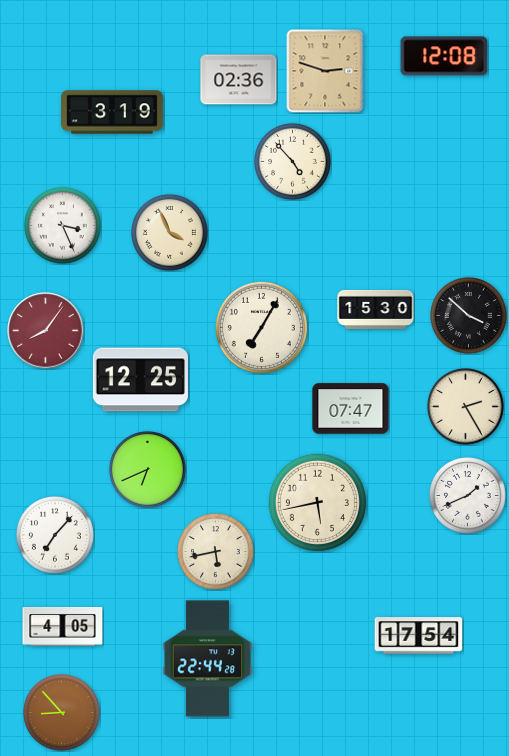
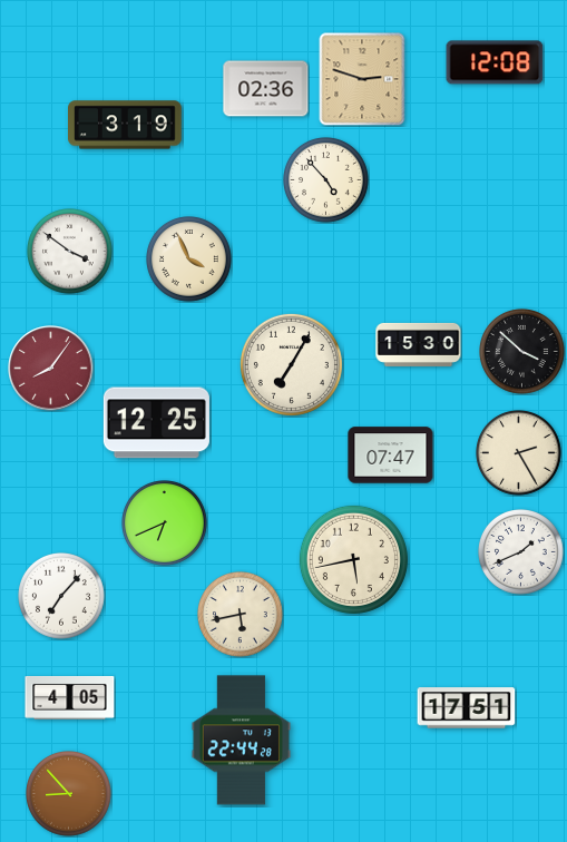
clock at (63, 226): 3:26 -> 3:51
clock at (419, 636): 17:54 -> 17:51
clock at (207, 659) position: (207, 659) -> (241, 741)
